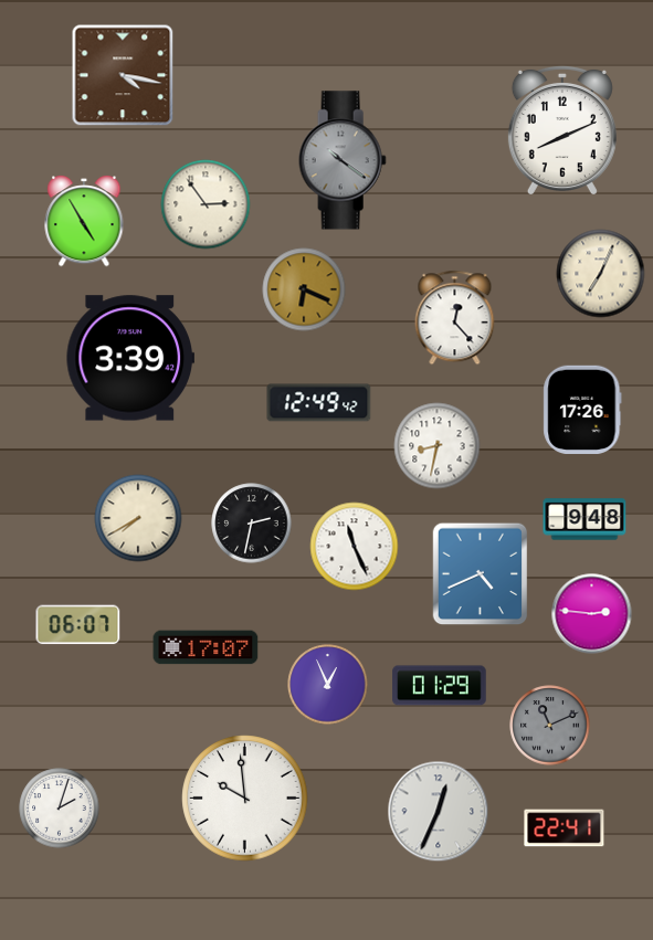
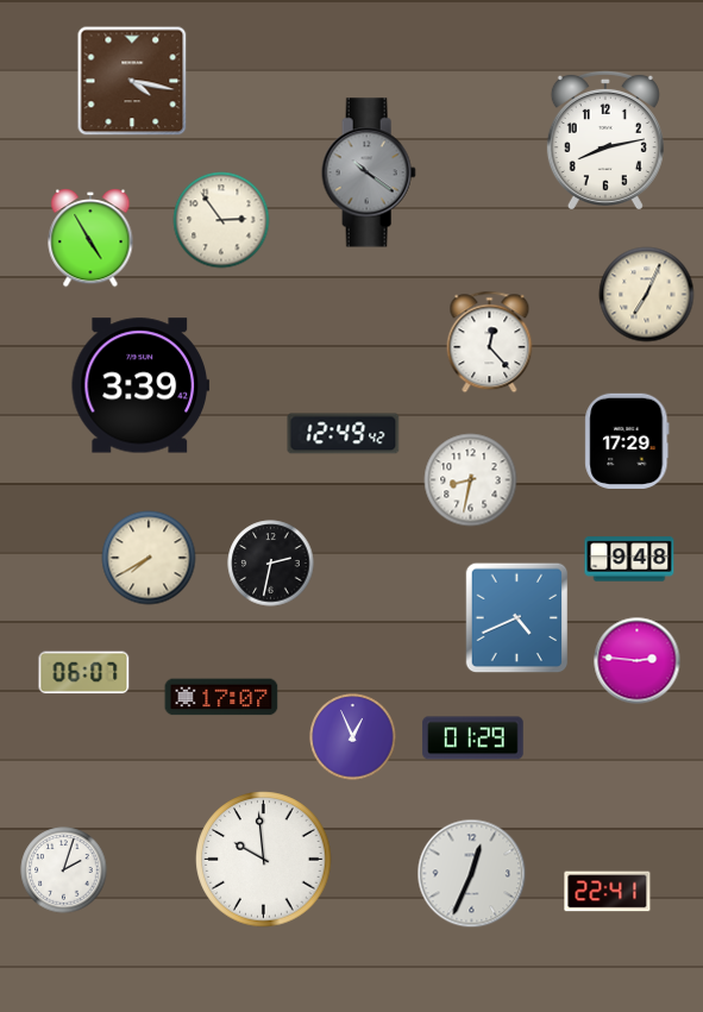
clock at (562, 129): 8:11 -> 8:13
clock at (304, 289): 6:19 -> none
clock at (582, 409): 17:26 -> 17:29
clock at (355, 547): 11:26 -> none
clock at (550, 726): 11:11 -> none
